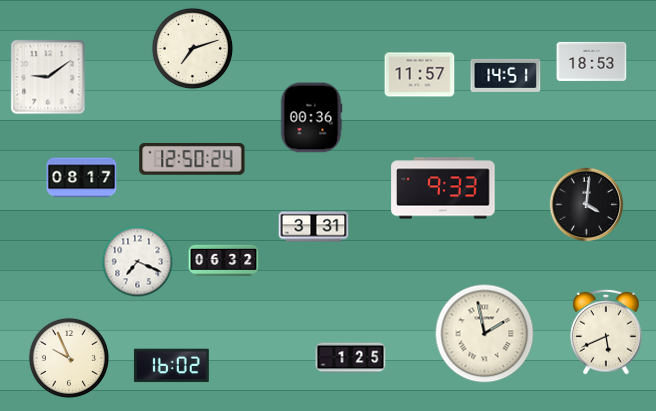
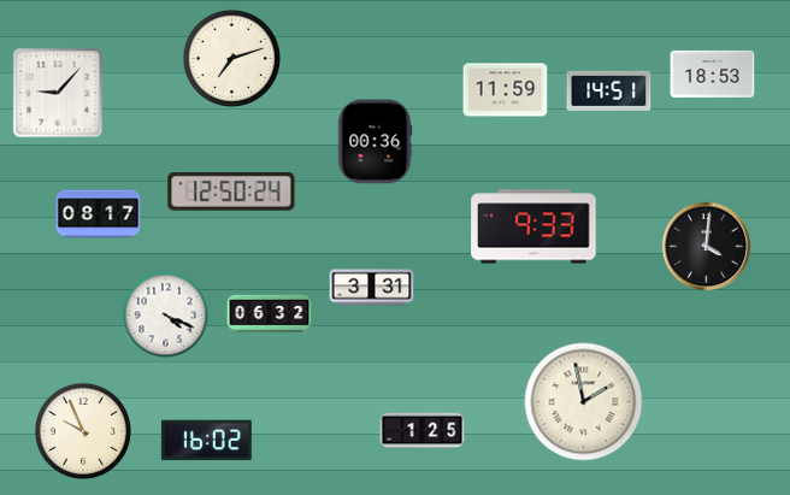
clock at (420, 75): 11:57 -> 11:59
clock at (48, 77): 9:09 -> 9:07
clock at (314, 227) position: (314, 227) -> (372, 288)
clock at (138, 262): 7:19 -> 4:19
clock at (606, 332): 5:41 -> none
